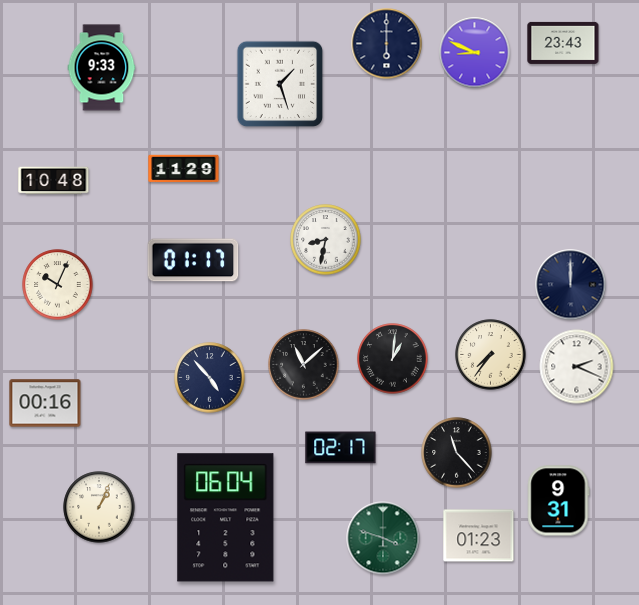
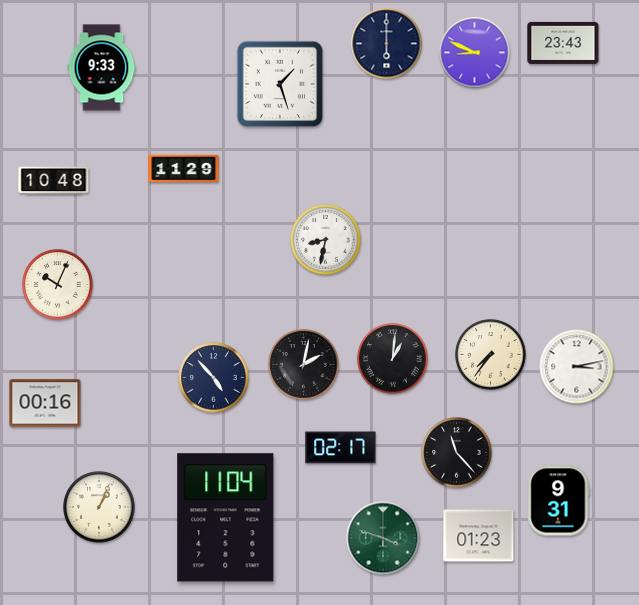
clock at (193, 260): 01:17 -> none
clock at (571, 285): 12:00 -> none
clock at (304, 365): 11:08 -> 2:02
clock at (577, 367): 2:19 -> 3:13
clock at (210, 378) position: (210, 378) -> (214, 378)
clock at (226, 518): 06:04 -> 11:04
